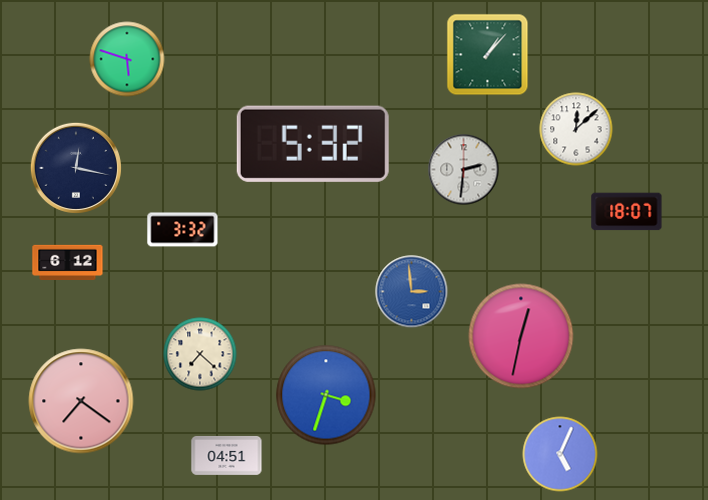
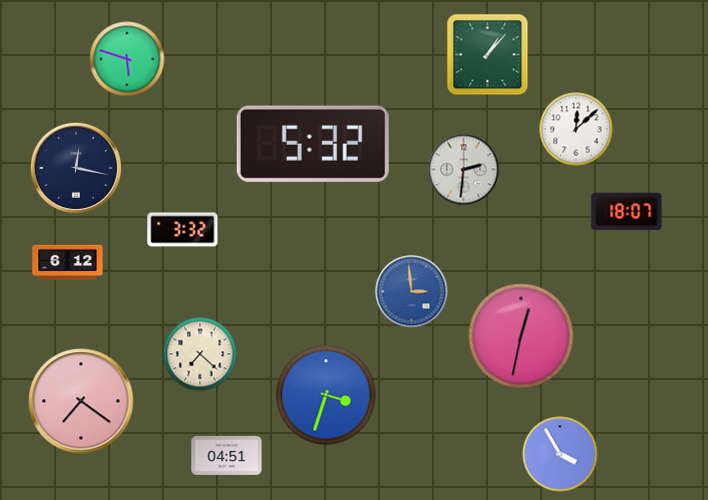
clock at (560, 454): 5:04 -> 3:55
